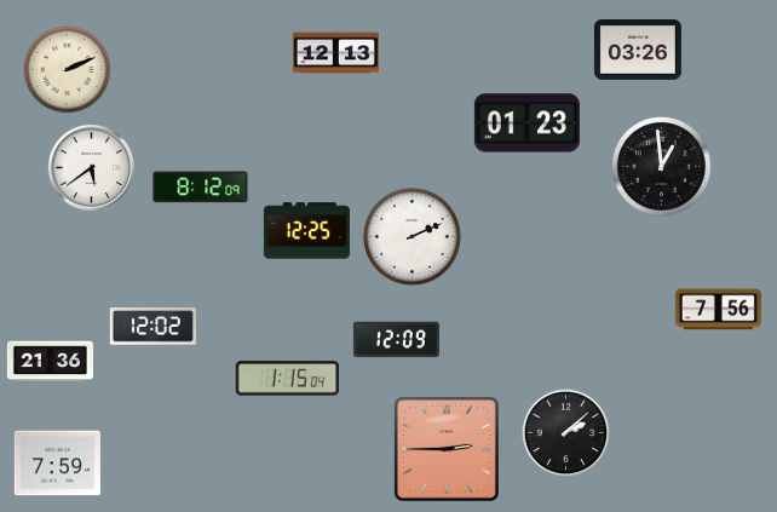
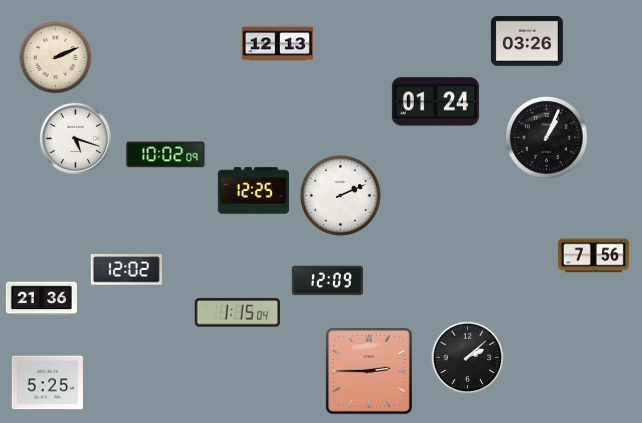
clock at (526, 123): 01:23 -> 01:24
clock at (91, 167): 5:39 -> 5:18
clock at (662, 167): 12:59 -> 1:04
clock at (201, 188): 8:12 -> 10:02
clock at (57, 464): 7:59 -> 5:25
